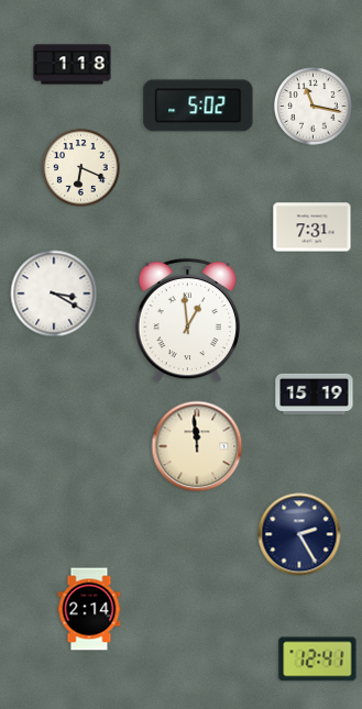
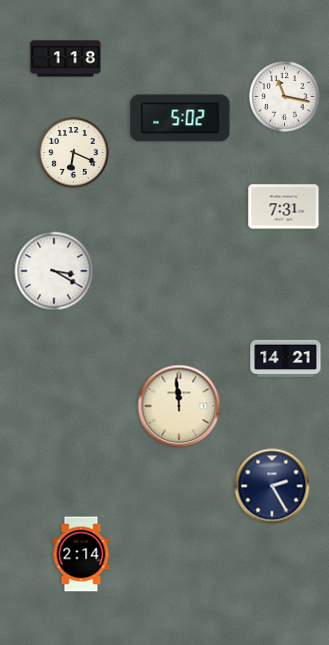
clock at (198, 106) position: (198, 106) -> (180, 118)
clock at (54, 293) position: (54, 293) -> (54, 271)
clock at (187, 321): 12:59 -> none
clock at (315, 394): 15:19 -> 14:21
clock at (318, 660): 12:41 -> none
